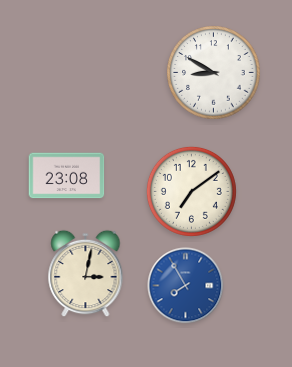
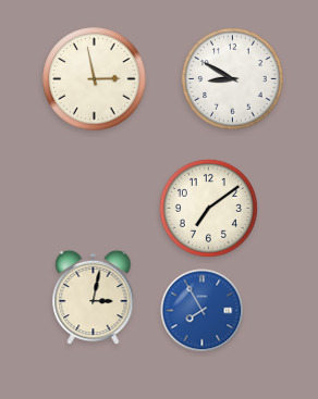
clock at (95, 79): none -> 2:58
clock at (67, 176): 23:08 -> none
